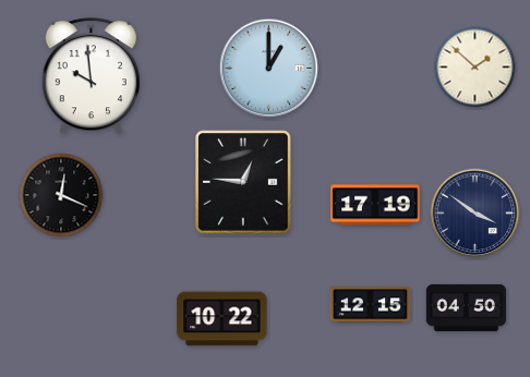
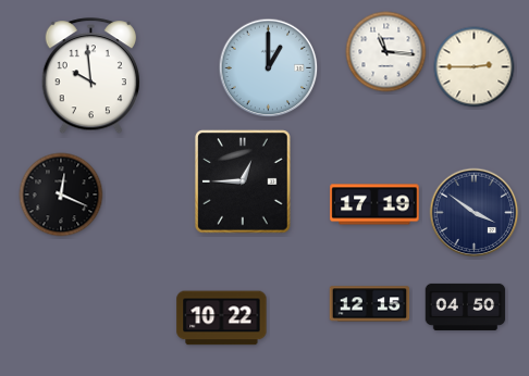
clock at (386, 52): none -> 11:16
clock at (475, 68): 1:52 -> 2:45
clock at (243, 182): 12:46 -> 12:45
